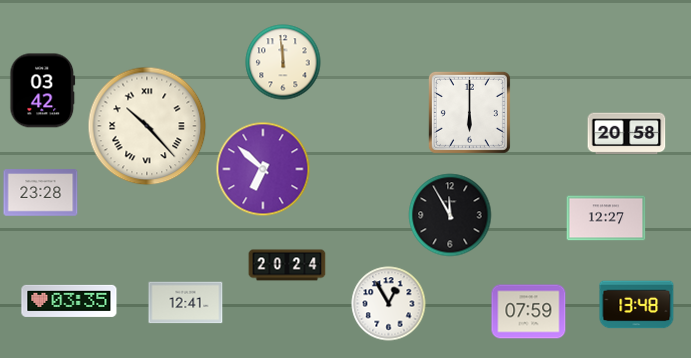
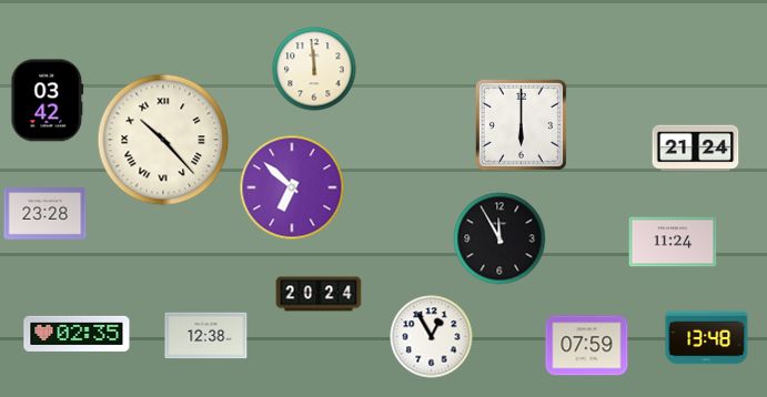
clock at (627, 134): 20:58 -> 21:24
clock at (606, 218): 12:27 -> 11:24
clock at (69, 301): 03:35 -> 02:35
clock at (186, 303): 12:41 -> 12:38
